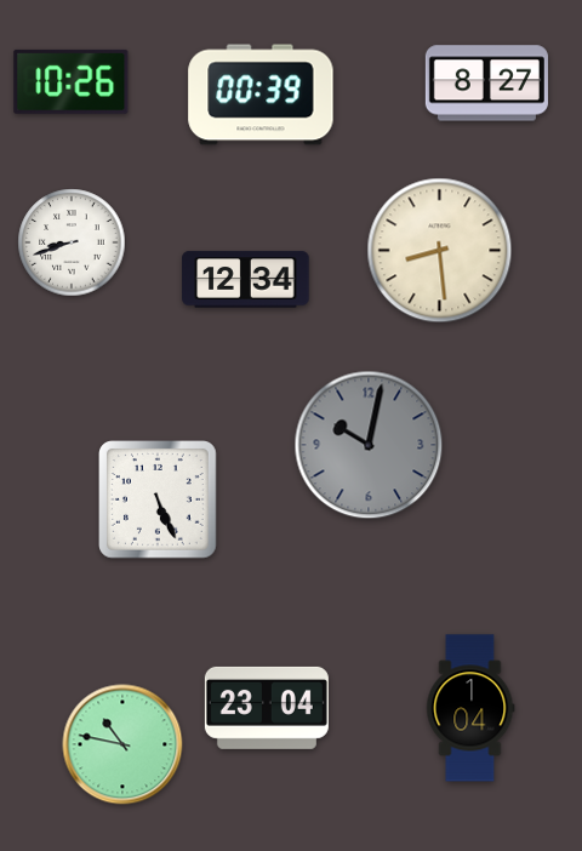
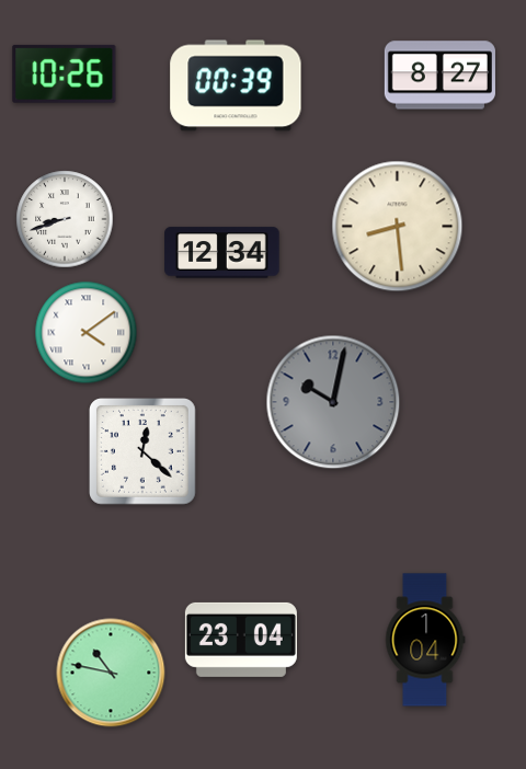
clock at (87, 333): none -> 4:09
clock at (159, 501): 5:26 -> 12:22
